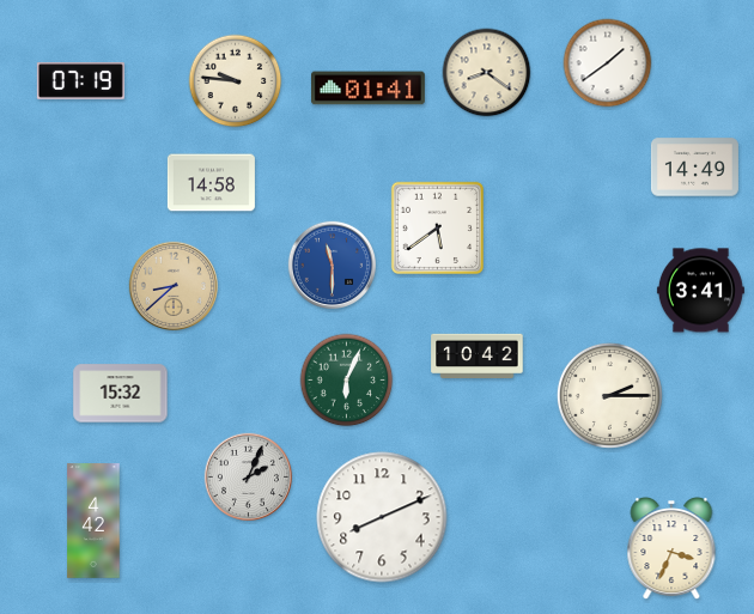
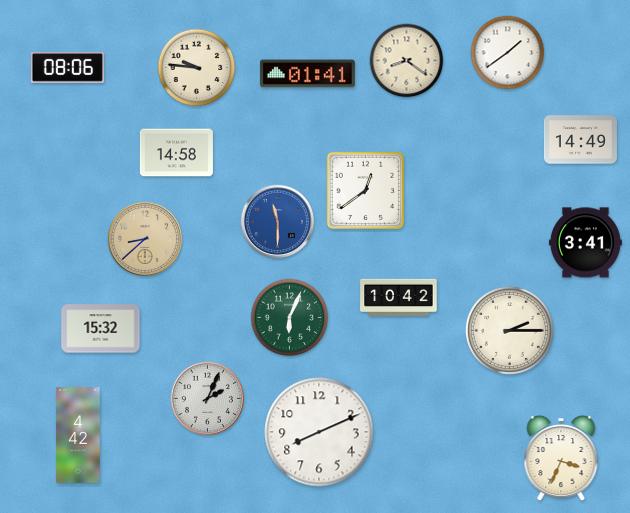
clock at (80, 81): 07:19 -> 08:06
clock at (437, 227): 5:39 -> 12:39
